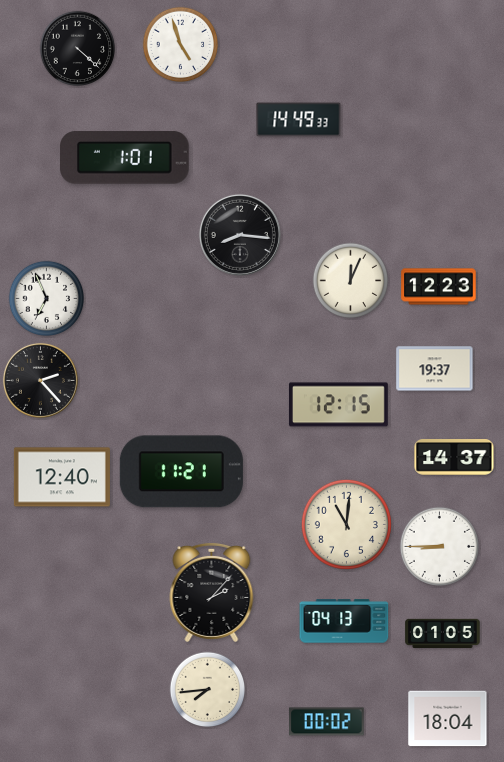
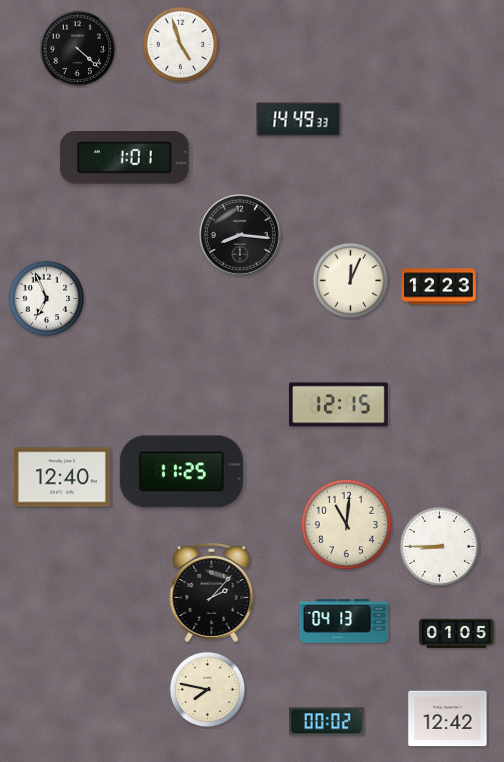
clock at (435, 369): 19:37 -> none
clock at (40, 380): 2:23 -> none
clock at (454, 458): 14:37 -> none
clock at (181, 472): 11:21 -> 11:25
clock at (443, 633) position: (443, 633) -> (457, 633)
clock at (208, 690): 7:44 -> 7:47
clock at (448, 719): 18:04 -> 12:42
